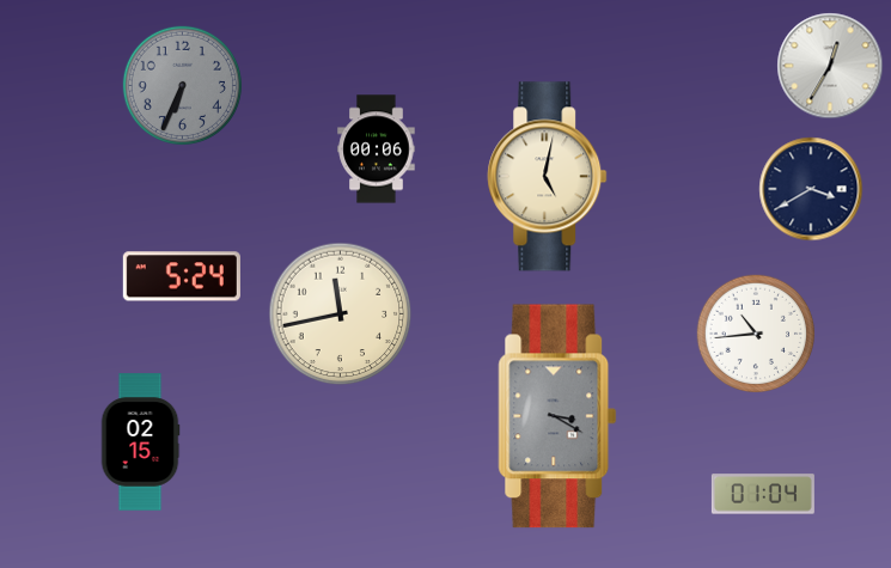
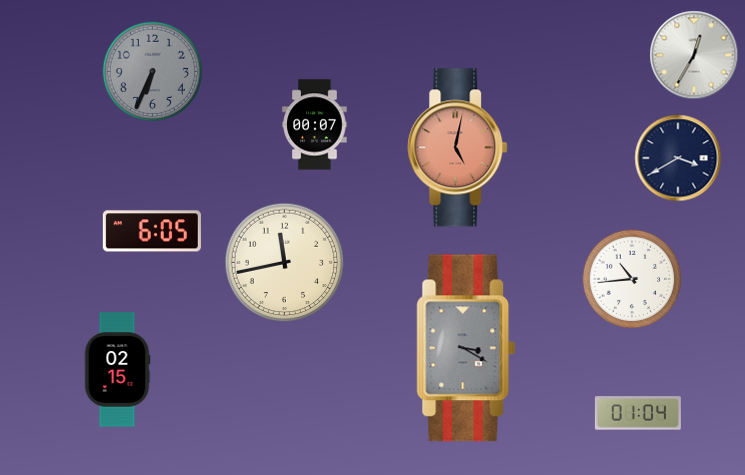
clock at (377, 149): 00:06 -> 00:07
clock at (548, 177) dial: cream -> salmon
clock at (182, 276): 5:24 -> 6:05
